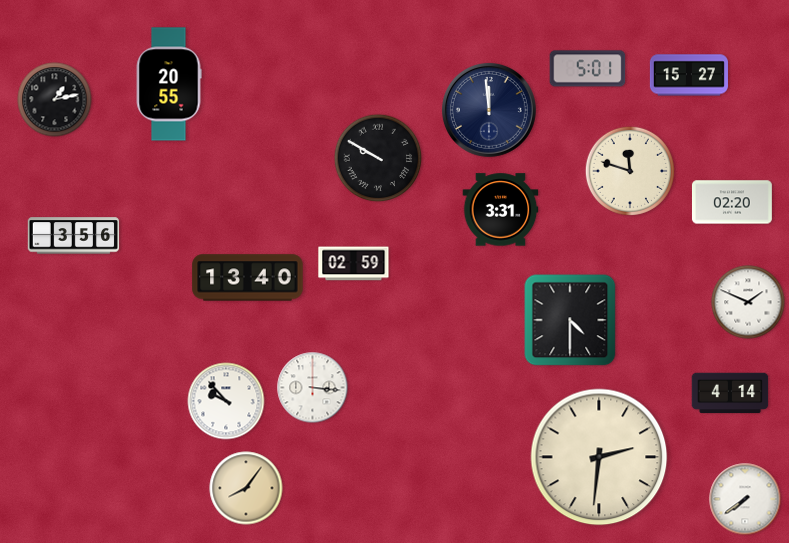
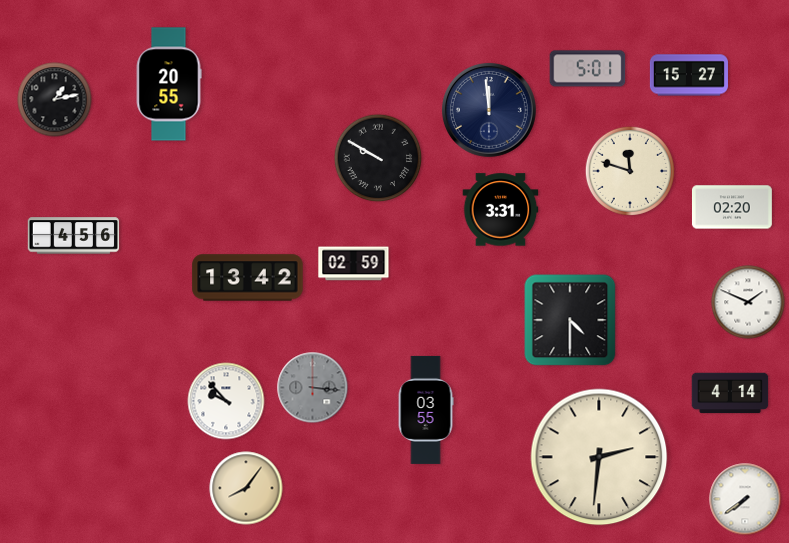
clock at (732, 202) position: (732, 202) -> (732, 207)
clock at (74, 236): 3:56 -> 4:56
clock at (248, 278): 13:40 -> 13:42
clock at (313, 388) dial: white -> grey
clock at (426, 410): none -> 03:55
